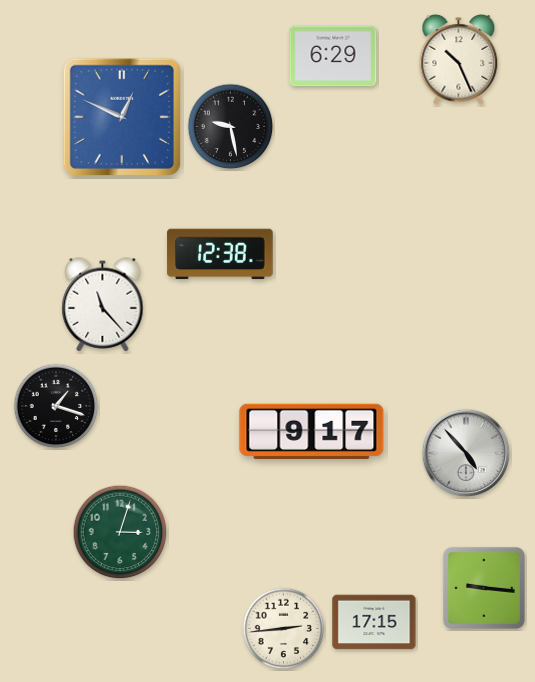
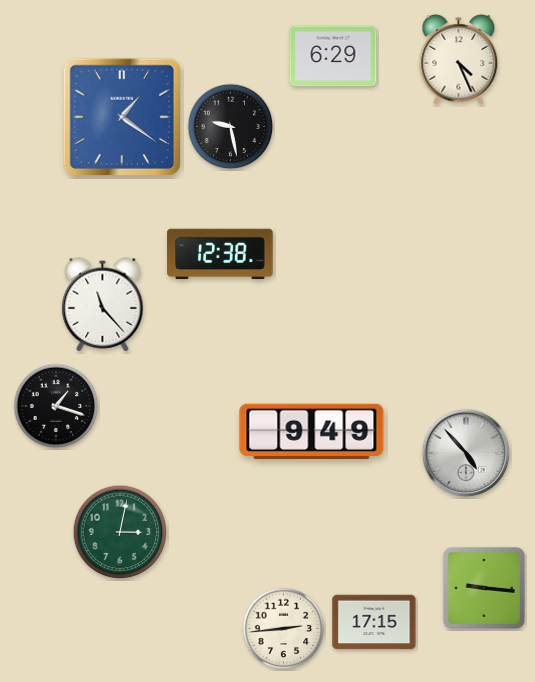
clock at (459, 60): 10:26 -> 4:26
clock at (122, 117): 12:49 -> 1:21
clock at (312, 431): 9:17 -> 9:49
clock at (120, 532): 3:03 -> 3:02
